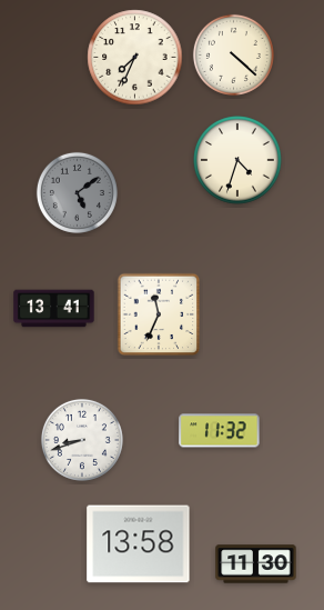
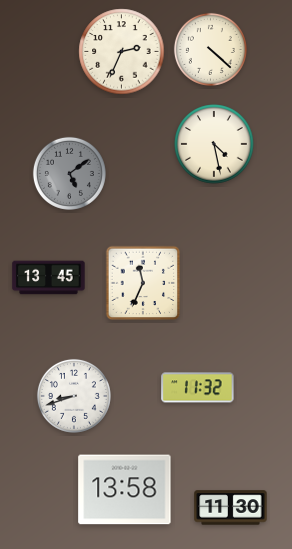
clock at (135, 58): 7:34 -> 2:34
clock at (237, 160): 4:33 -> 4:28
clock at (54, 309): 13:41 -> 13:45
